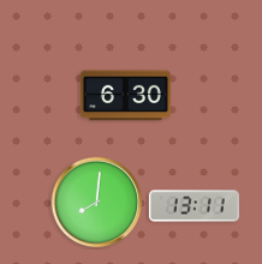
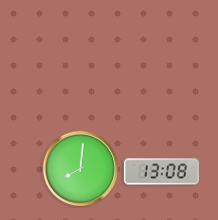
clock at (125, 96): 6:30 -> none
clock at (193, 206): 13:11 -> 13:08
